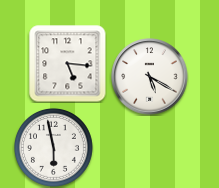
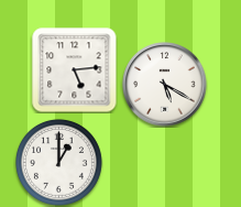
clock at (68, 64): 5:16 -> 5:14
clock at (53, 147): 5:58 -> 1:00
